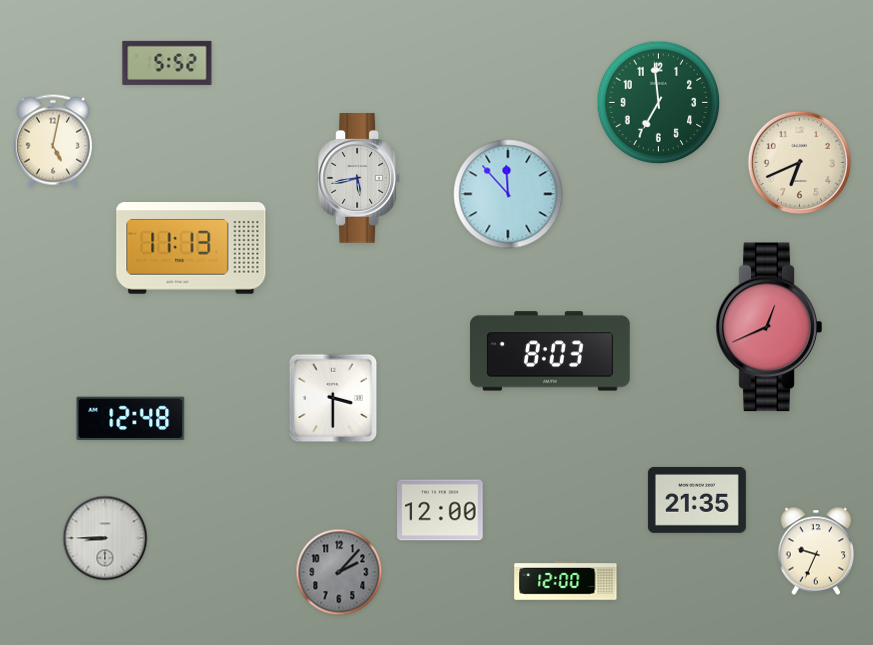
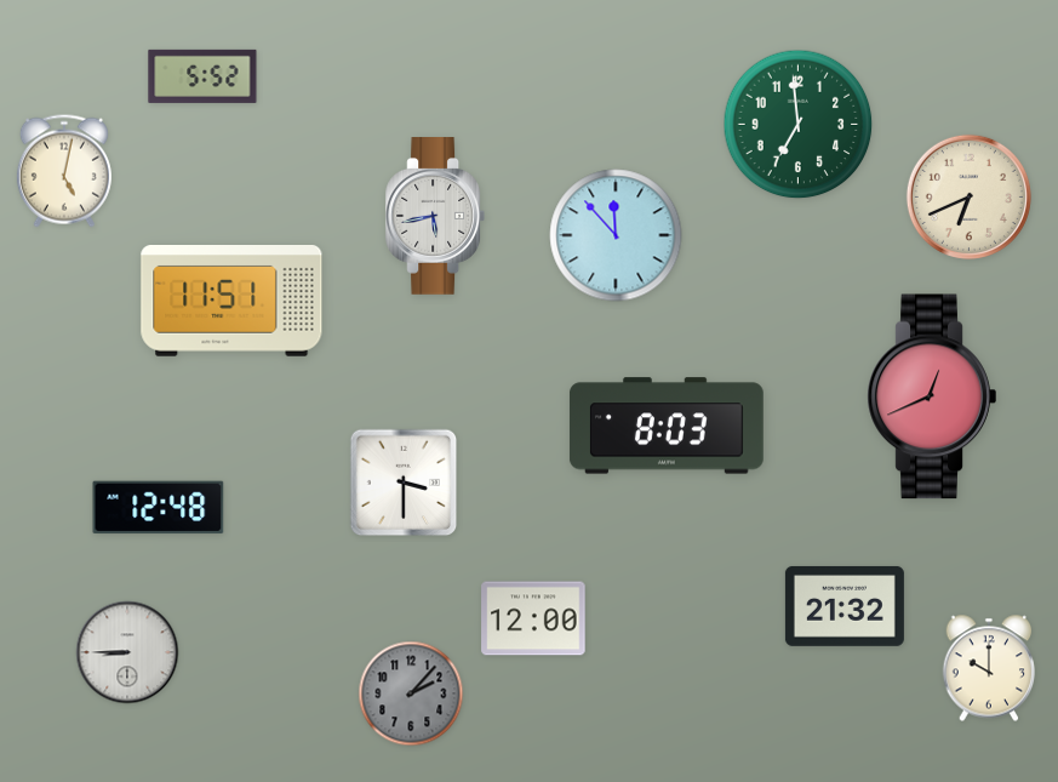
clock at (191, 249): 11:13 -> 11:51
clock at (697, 500): 21:35 -> 21:32
clock at (816, 551): 9:34 -> 10:00
clock at (566, 581): 12:00 -> none
